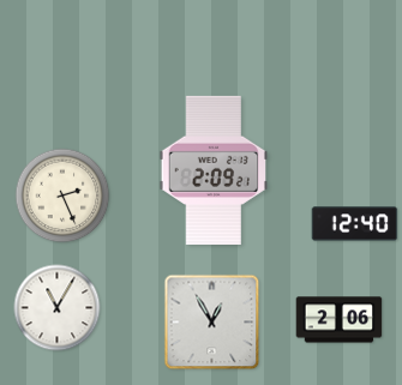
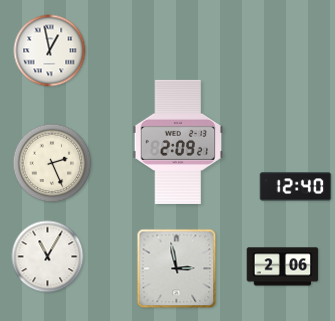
clock at (50, 51): none -> 12:58
clock at (212, 323): 12:55 -> 2:58
